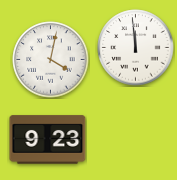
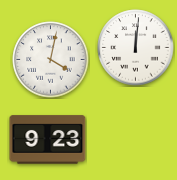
clock at (136, 48): 11:59 -> 12:01
